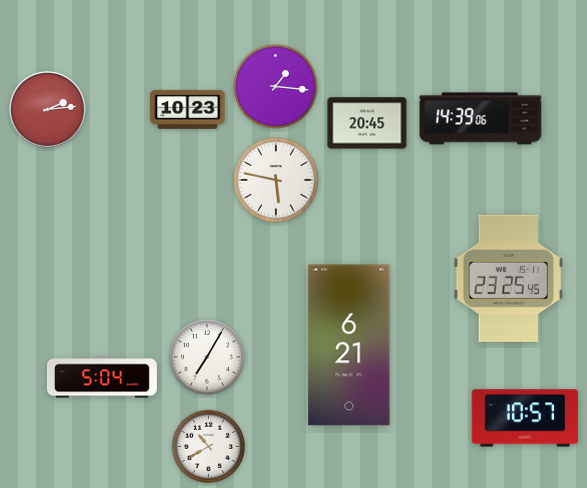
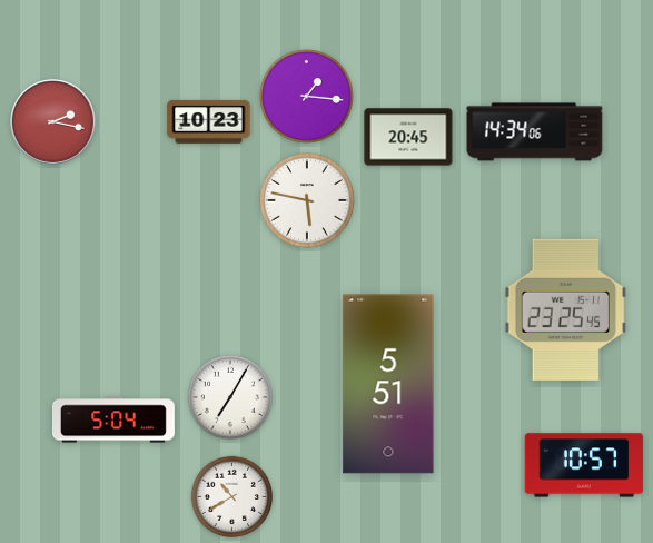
clock at (48, 110): 2:14 -> 2:17
clock at (481, 119): 14:39 -> 14:34
clock at (349, 345): 6:21 -> 5:51
